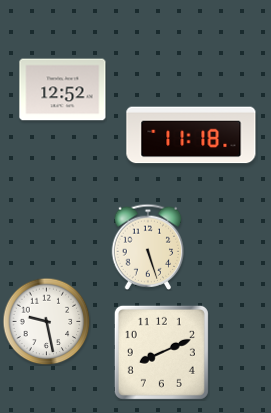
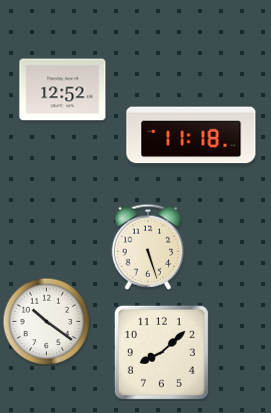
clock at (46, 321): 9:28 -> 10:21
clock at (161, 352): 8:11 -> 8:08
